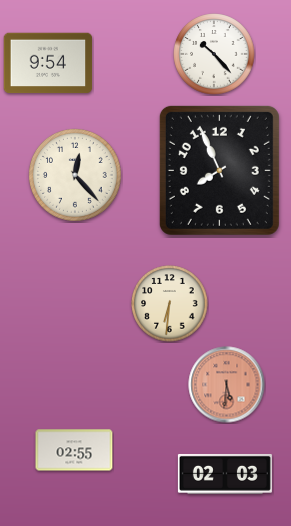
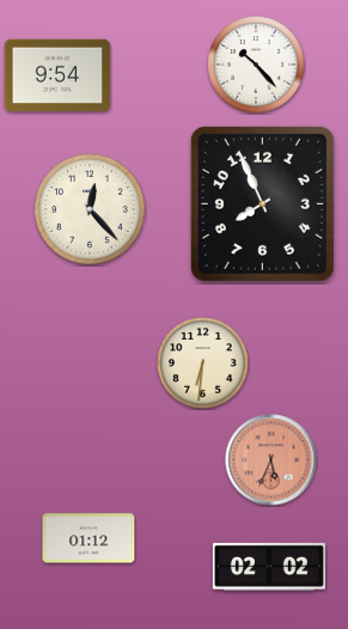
clock at (227, 385): 5:31 -> 5:34
clock at (74, 450): 02:55 -> 01:12
clock at (225, 474): 02:03 -> 02:02
